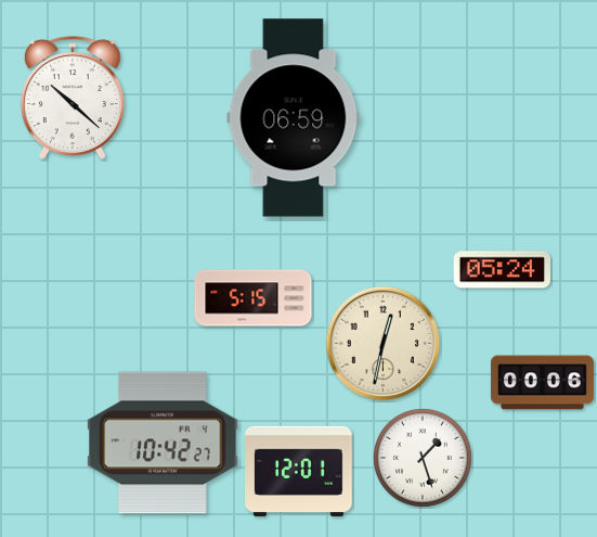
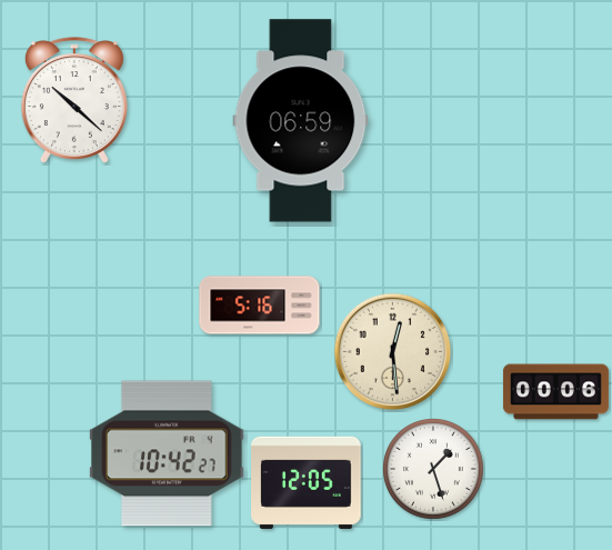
clock at (502, 270): 05:24 -> none
clock at (254, 298): 5:15 -> 5:16
clock at (384, 344): 12:32 -> 12:29
clock at (299, 471): 12:01 -> 12:05
